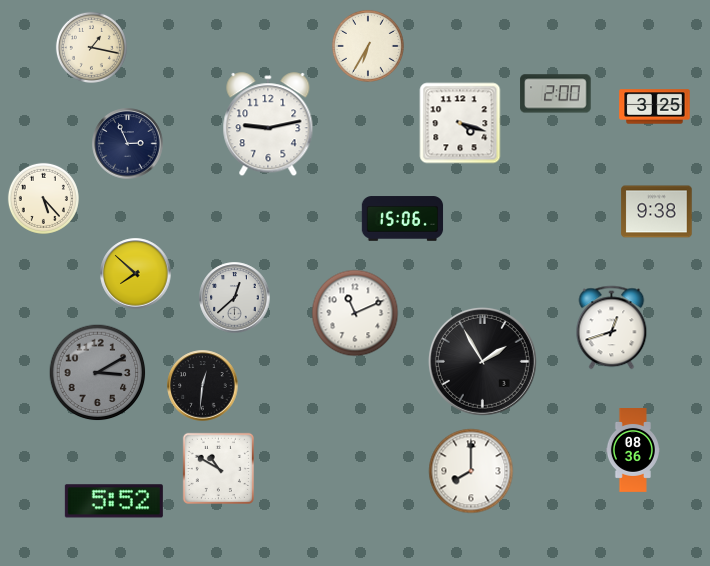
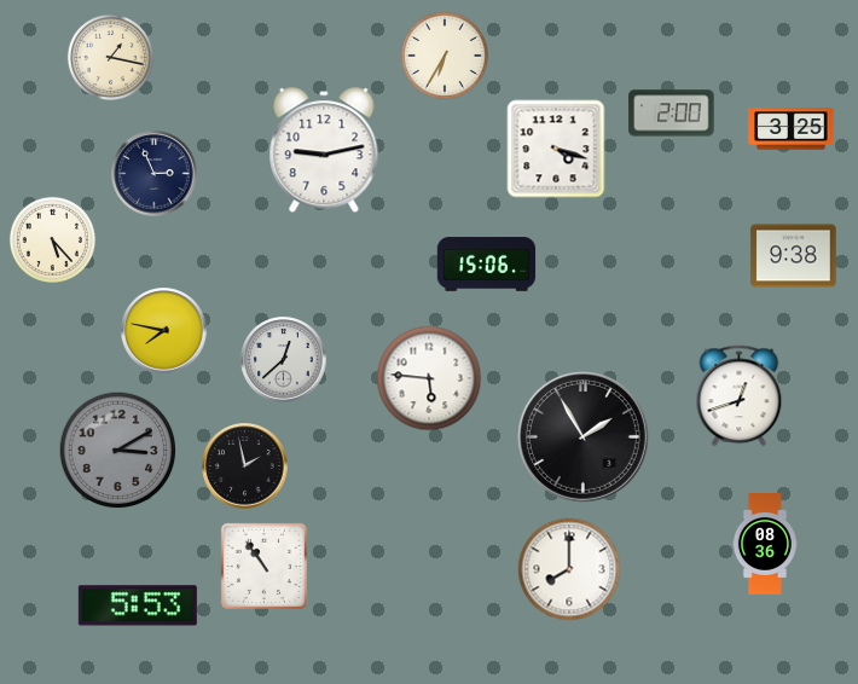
clock at (136, 274): 7:52 -> 7:47
clock at (355, 313): 11:11 -> 5:46
clock at (203, 386): 12:31 -> 1:58
clock at (218, 468): 10:50 -> 10:54
clock at (114, 501): 5:52 -> 5:53
